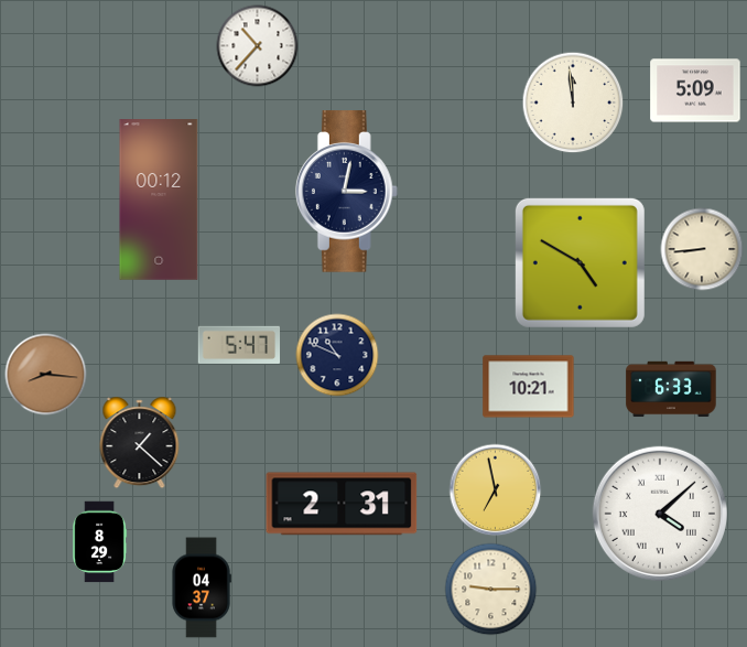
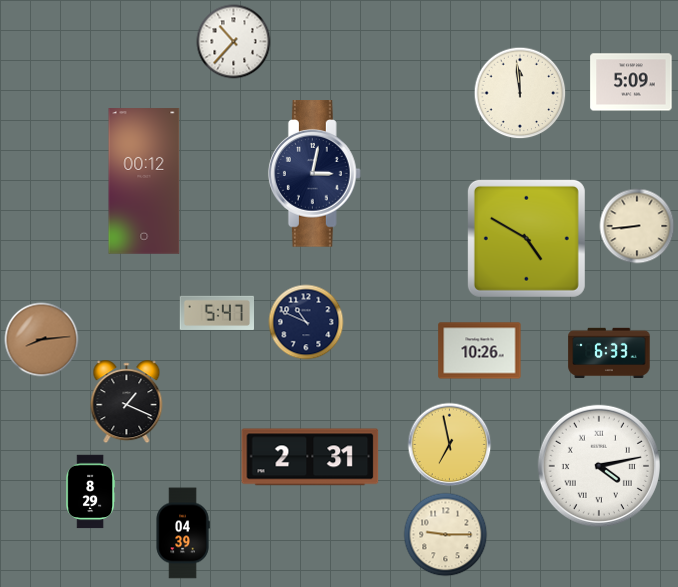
clock at (46, 375): 8:16 -> 8:14
clock at (529, 387): 10:21 -> 10:26
clock at (140, 443): 1:22 -> 1:19
clock at (660, 514): 4:08 -> 4:13
clock at (202, 587): 04:37 -> 04:39
